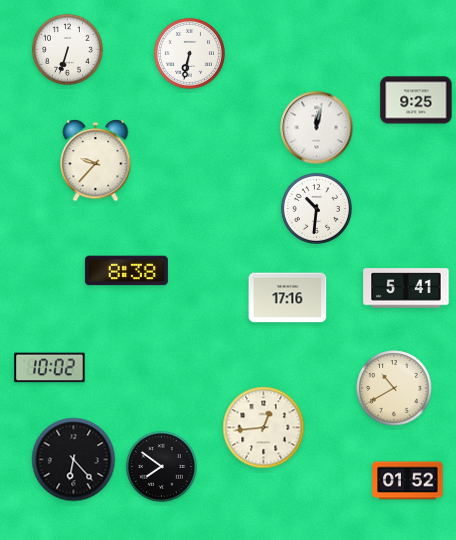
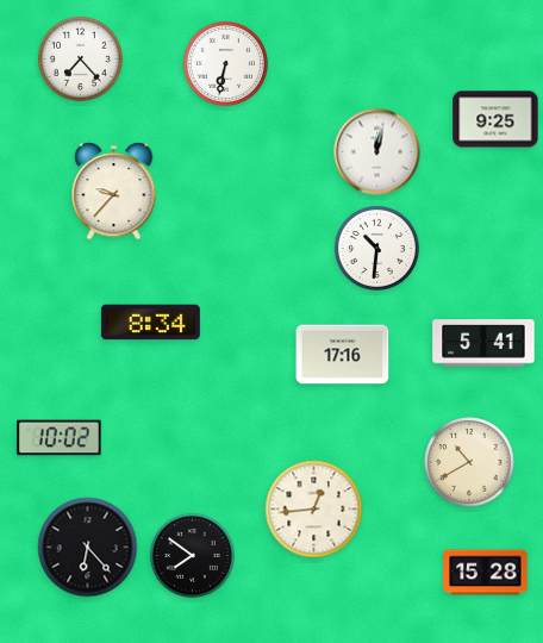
clock at (67, 49): 6:33 -> 7:23
clock at (126, 271): 8:38 -> 8:34
clock at (408, 481): 01:52 -> 15:28
